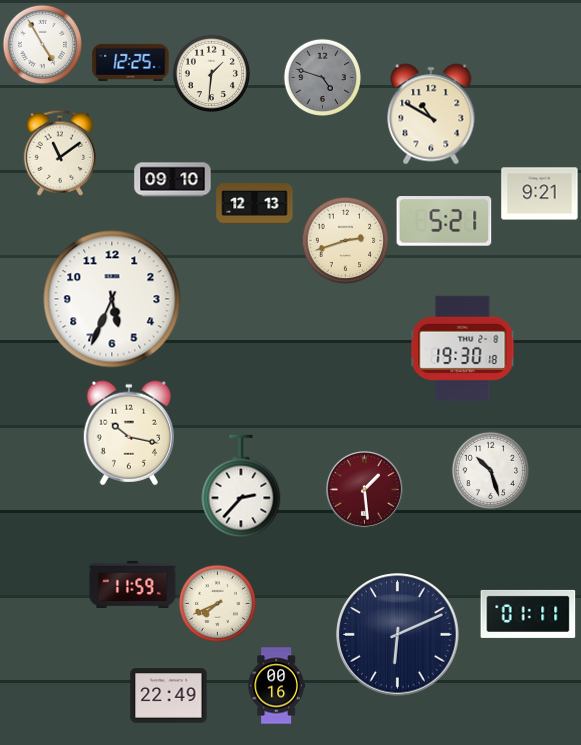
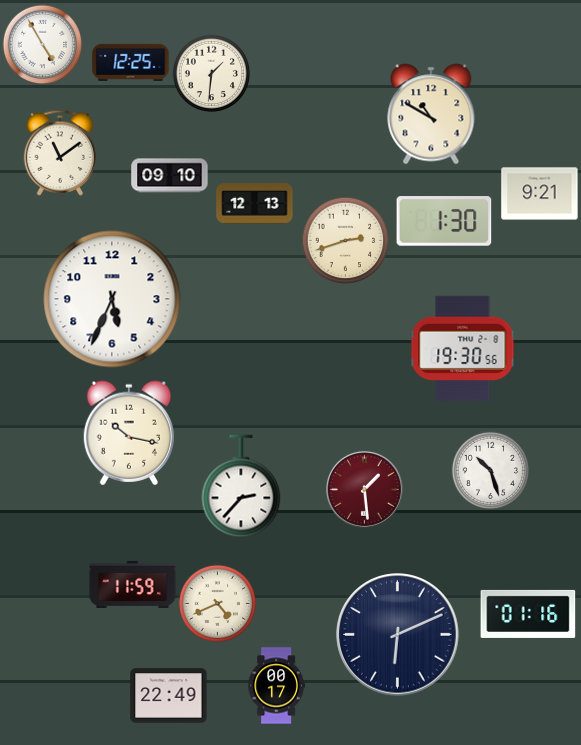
clock at (322, 77): 4:48 -> none
clock at (173, 180) position: (173, 180) -> (170, 176)
clock at (444, 221): 5:21 -> 1:30
clock at (463, 348): 19:30:18 -> 19:30:56
clock at (217, 603): 7:41 -> 4:41
clock at (528, 614): 01:11 -> 01:16
clock at (276, 686): 00:16 -> 00:17
